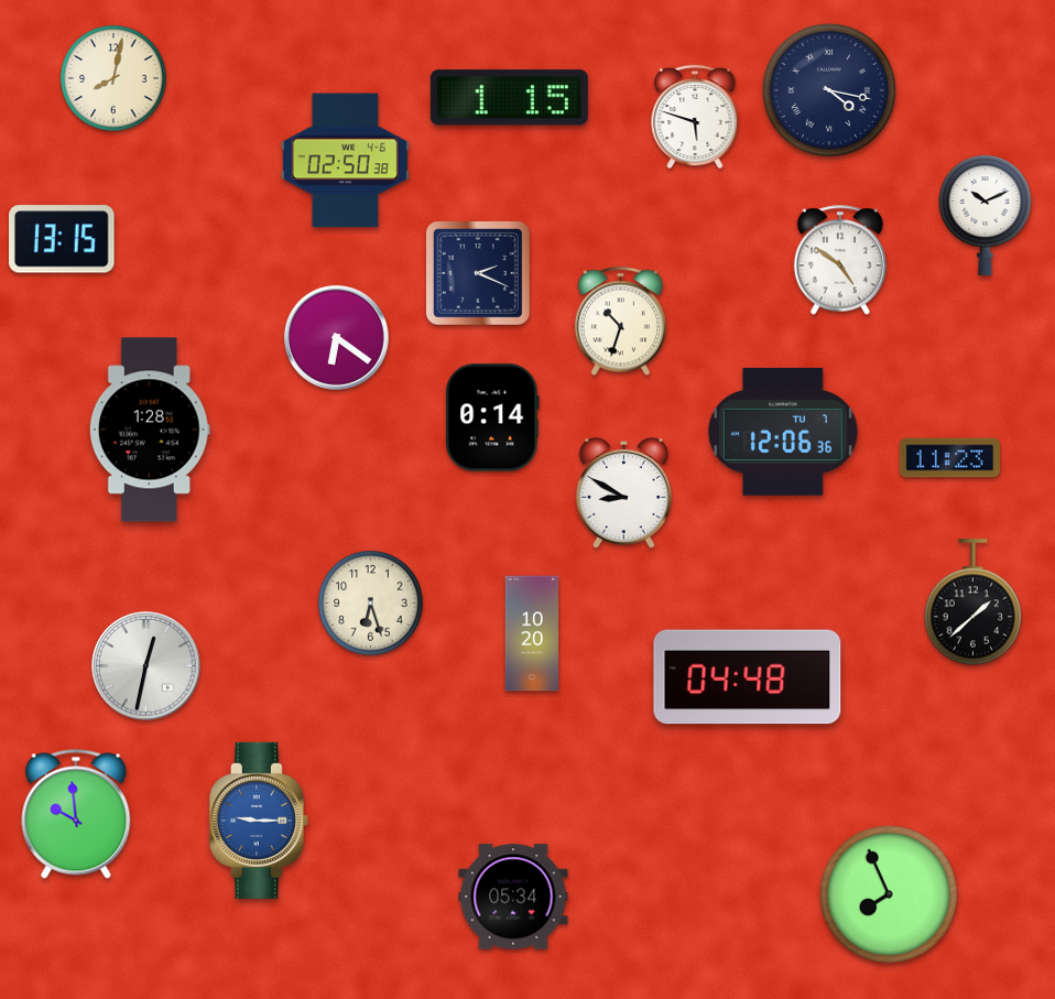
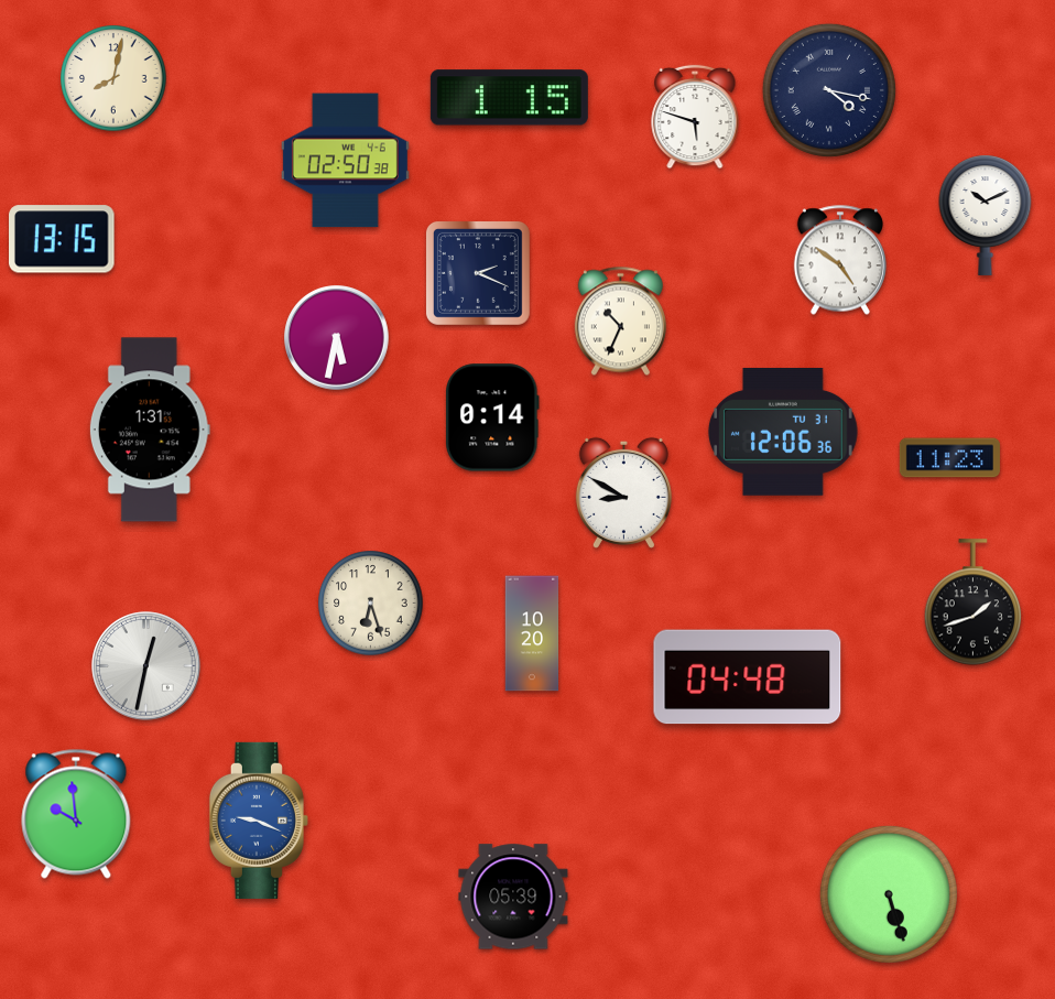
clock at (620, 322): 10:33 -> 10:34
clock at (337, 338): 6:21 -> 5:32
clock at (150, 430): 1:28 -> 1:31
clock at (783, 432) date: TU 7 -> TU 31
clock at (974, 602): 1:38 -> 1:42
clock at (259, 821): 9:15 -> 9:19
clock at (889, 894): 7:56 -> 5:27
clock at (513, 897): 05:34 -> 05:39
